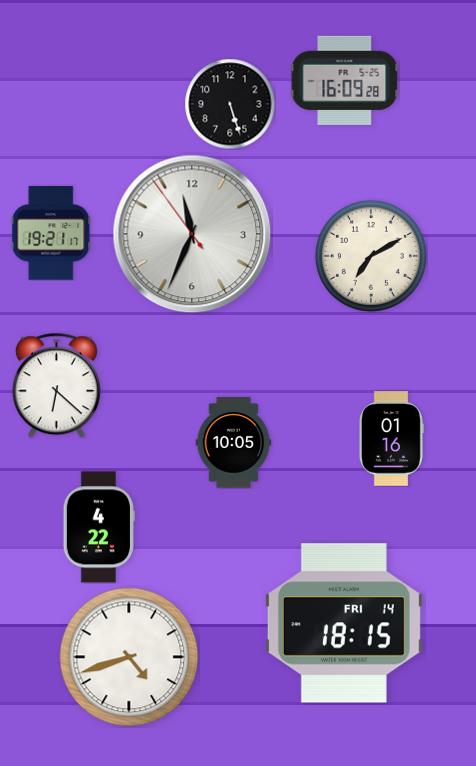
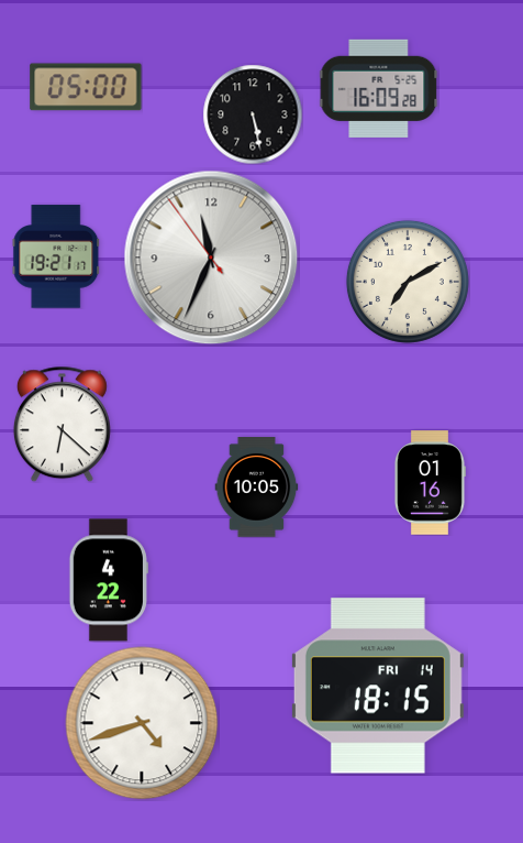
clock at (86, 87): none -> 05:00
clock at (230, 104): 5:27 -> 5:28
